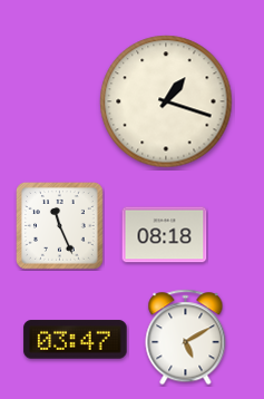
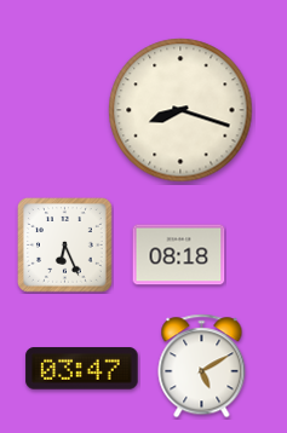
clock at (166, 101): 1:18 -> 8:18
clock at (60, 226): 11:26 -> 6:26
